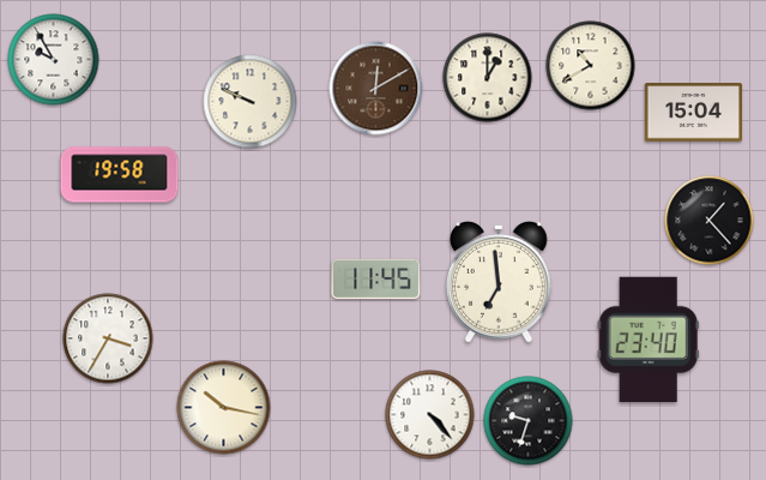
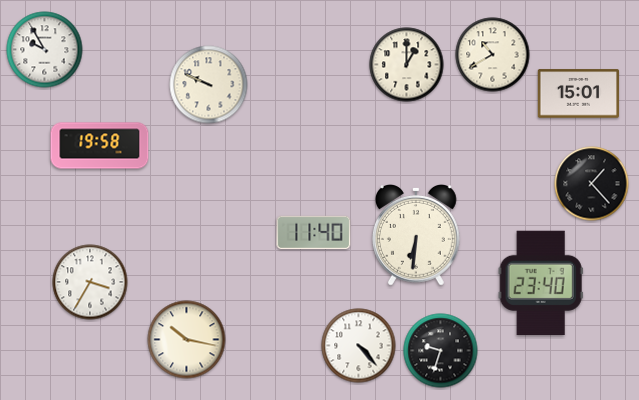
clock at (376, 89): 12:10 -> none
clock at (693, 113): 15:04 -> 15:01
clock at (376, 280): 11:45 -> 11:40
clock at (499, 283): 6:59 -> 6:31
